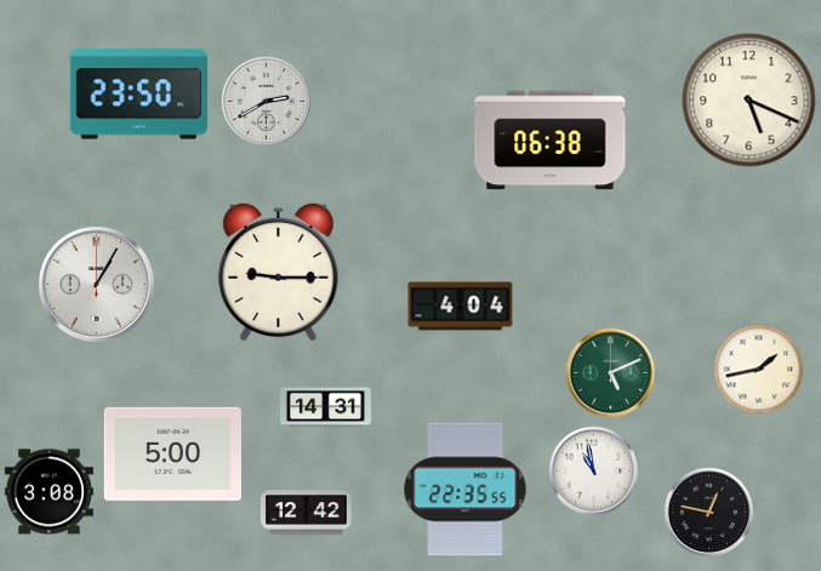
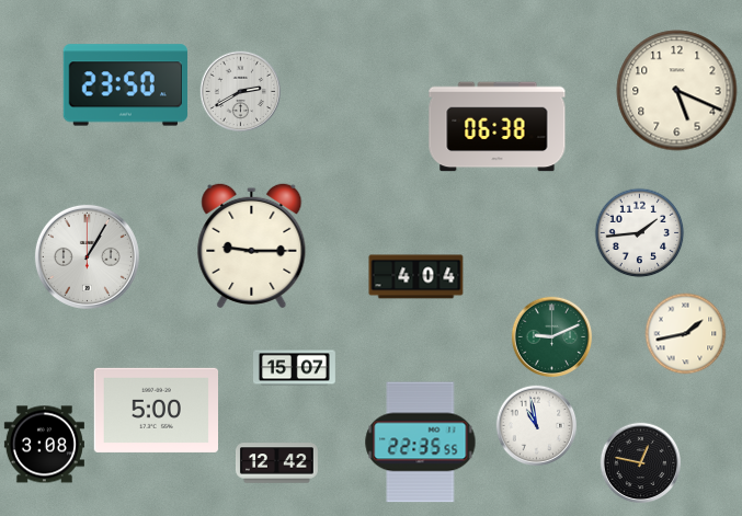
clock at (640, 233): none -> 1:44
clock at (611, 373): 5:11 -> 9:11
clock at (326, 407): 14:31 -> 15:07
